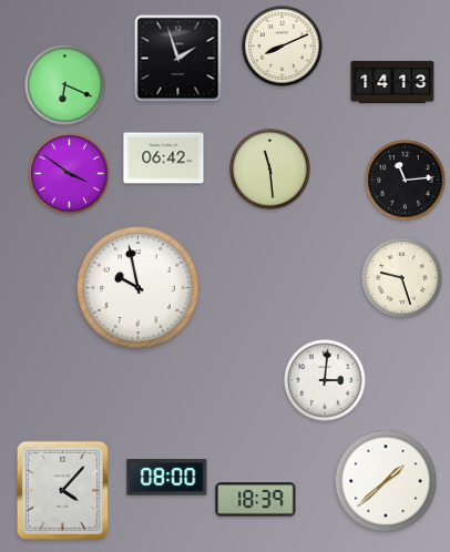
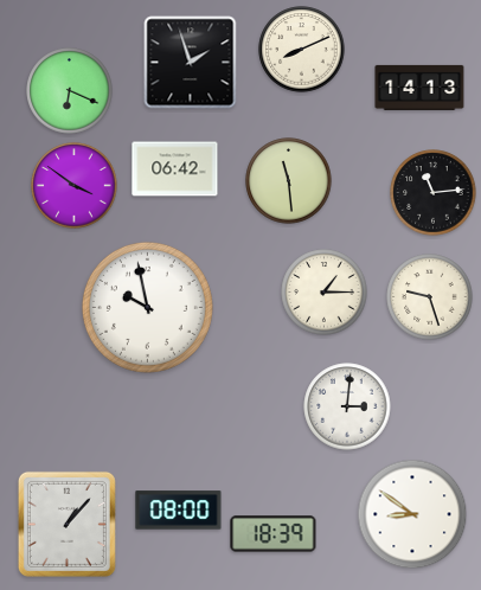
clock at (325, 293): none -> 1:15
clock at (386, 481): 1:38 -> 8:51
clock at (62, 490): 4:07 -> 1:07
